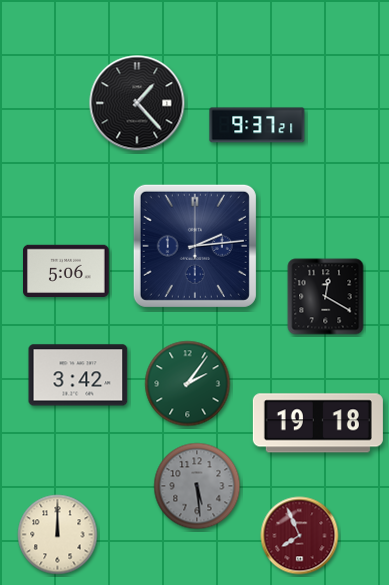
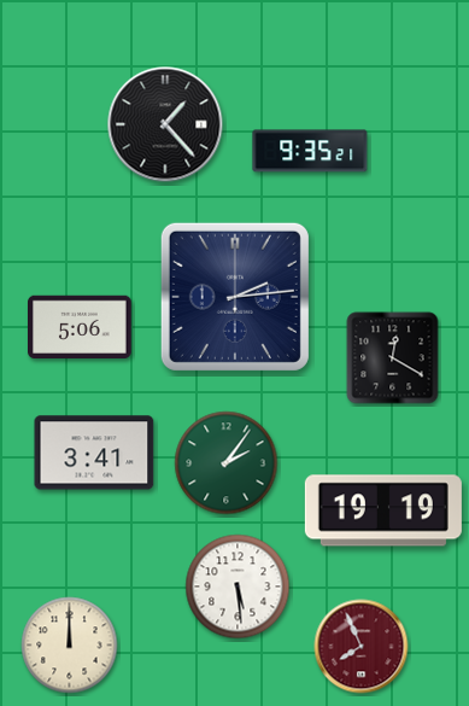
clock at (257, 125): 9:37 -> 9:35
clock at (78, 375): 3:42 -> 3:41
clock at (318, 423): 19:18 -> 19:19
clock at (197, 486) dial: grey -> white
